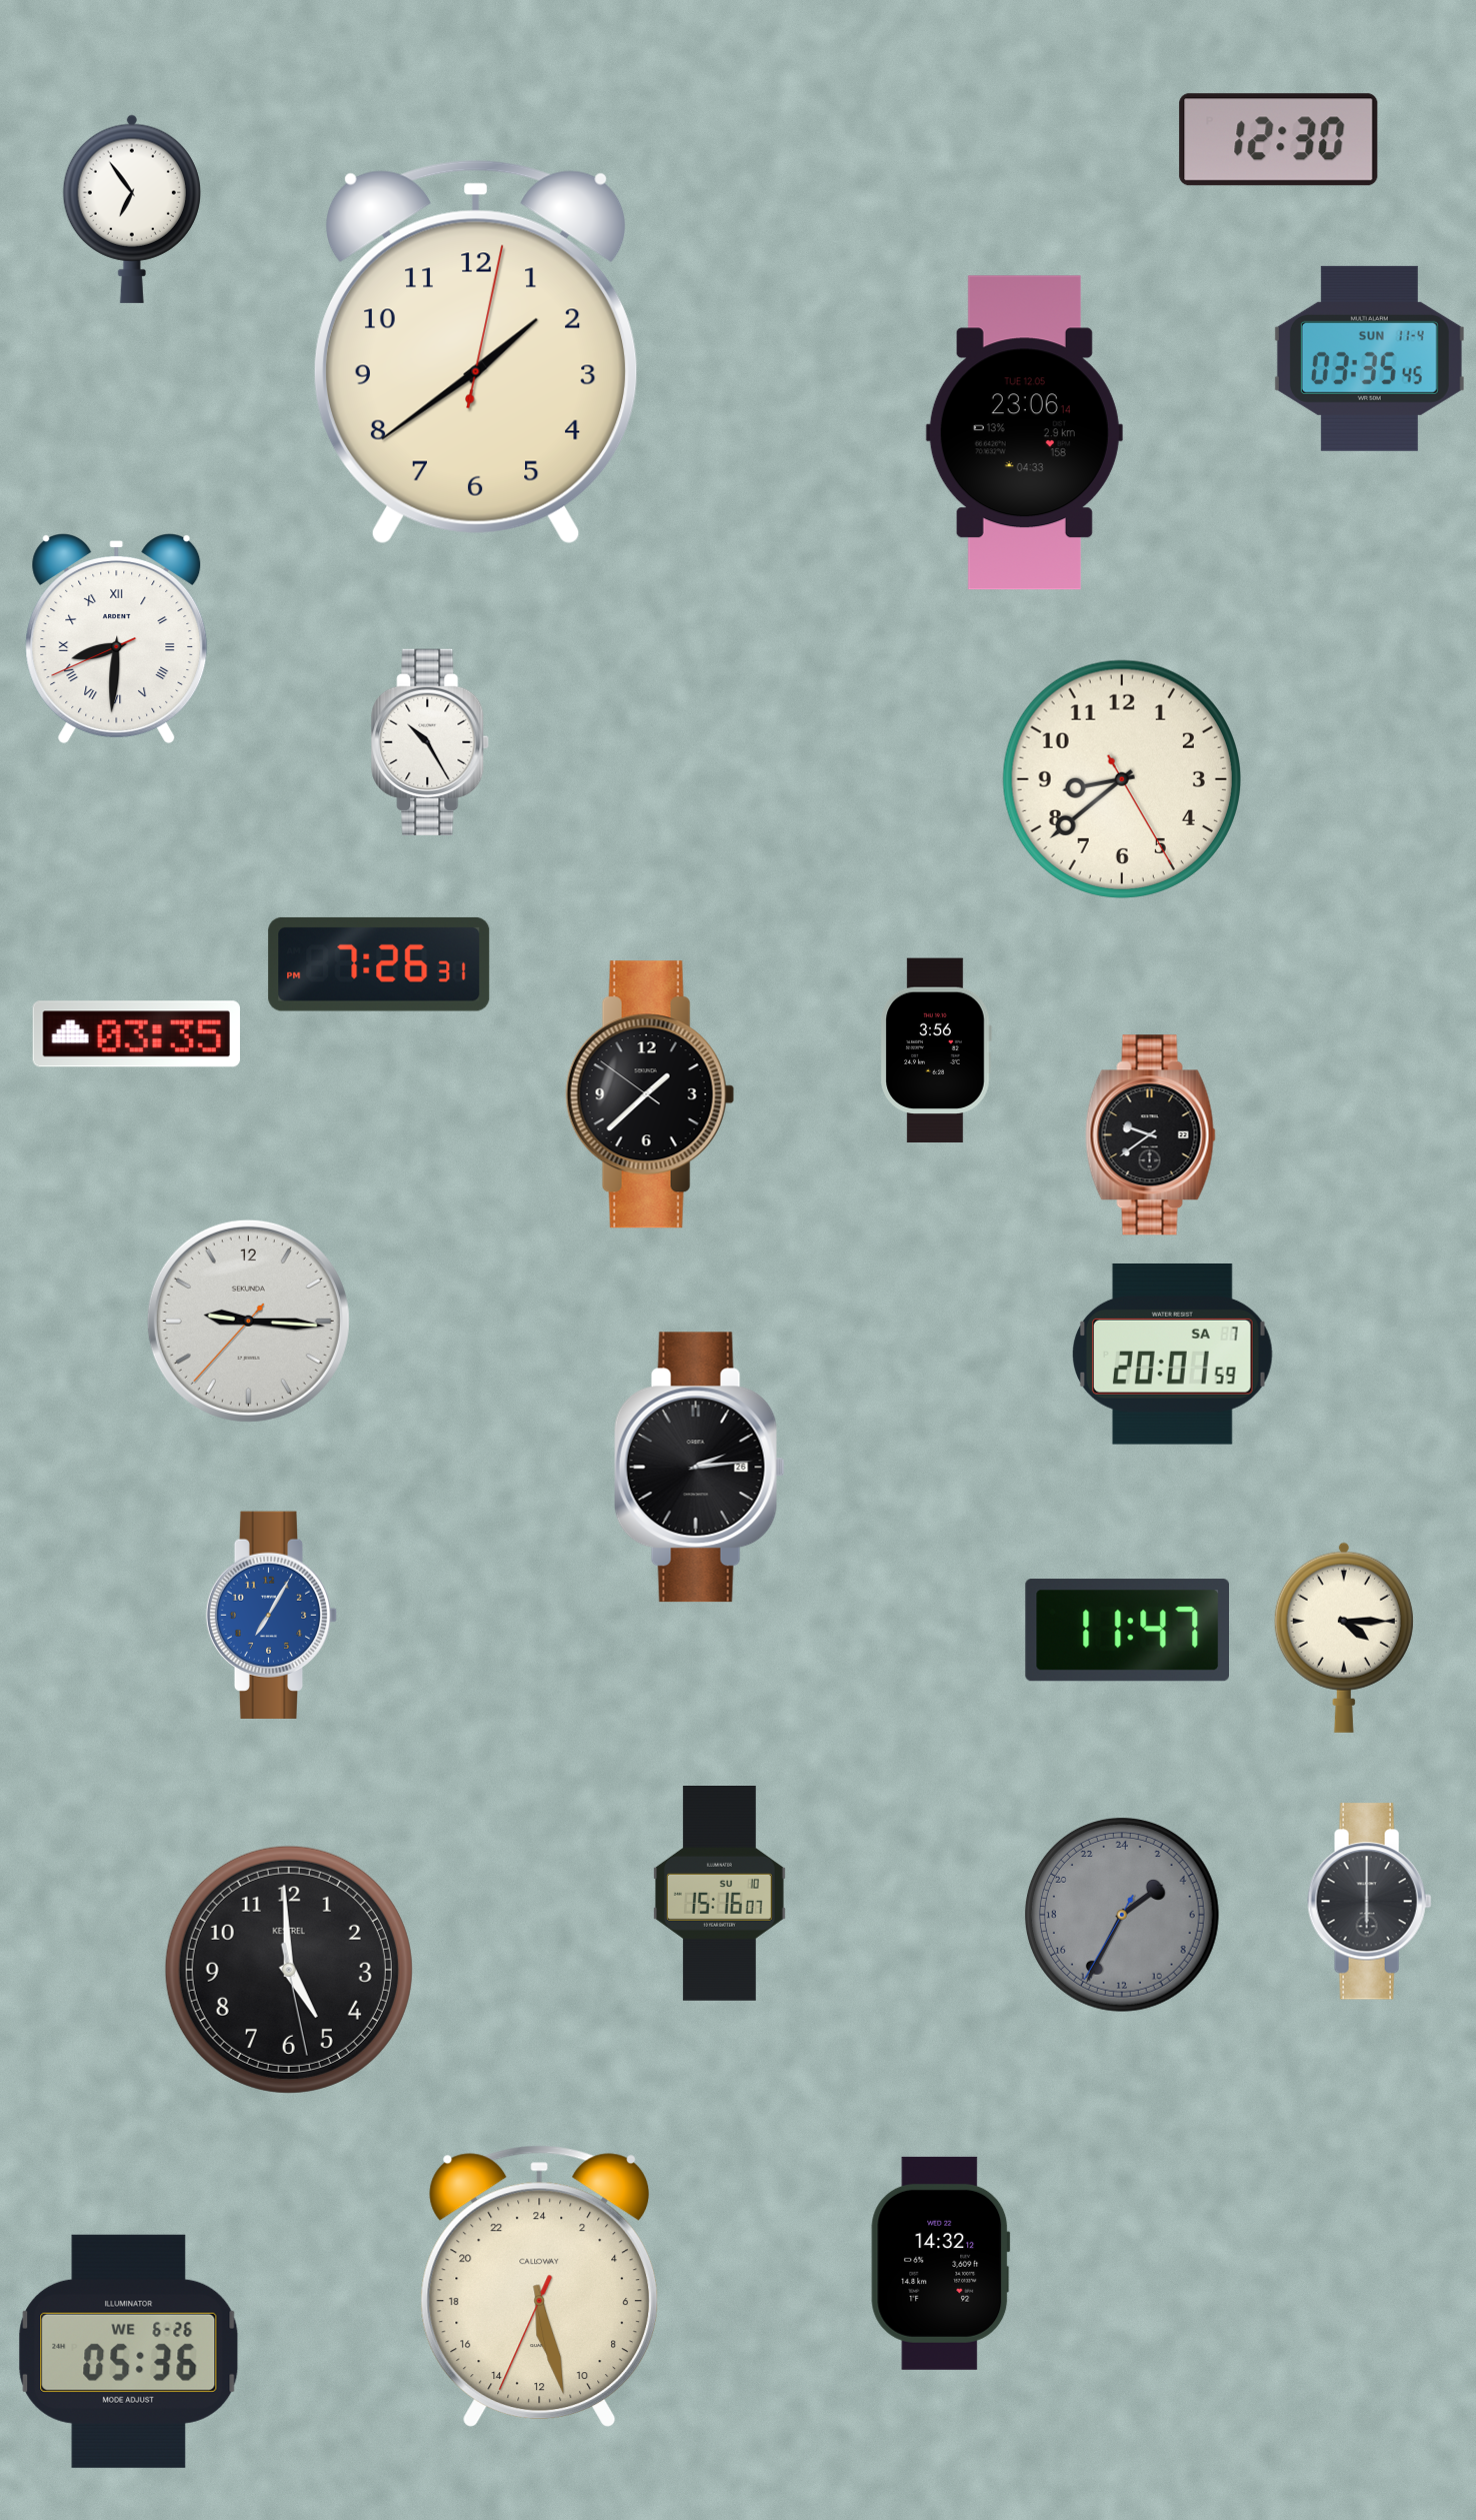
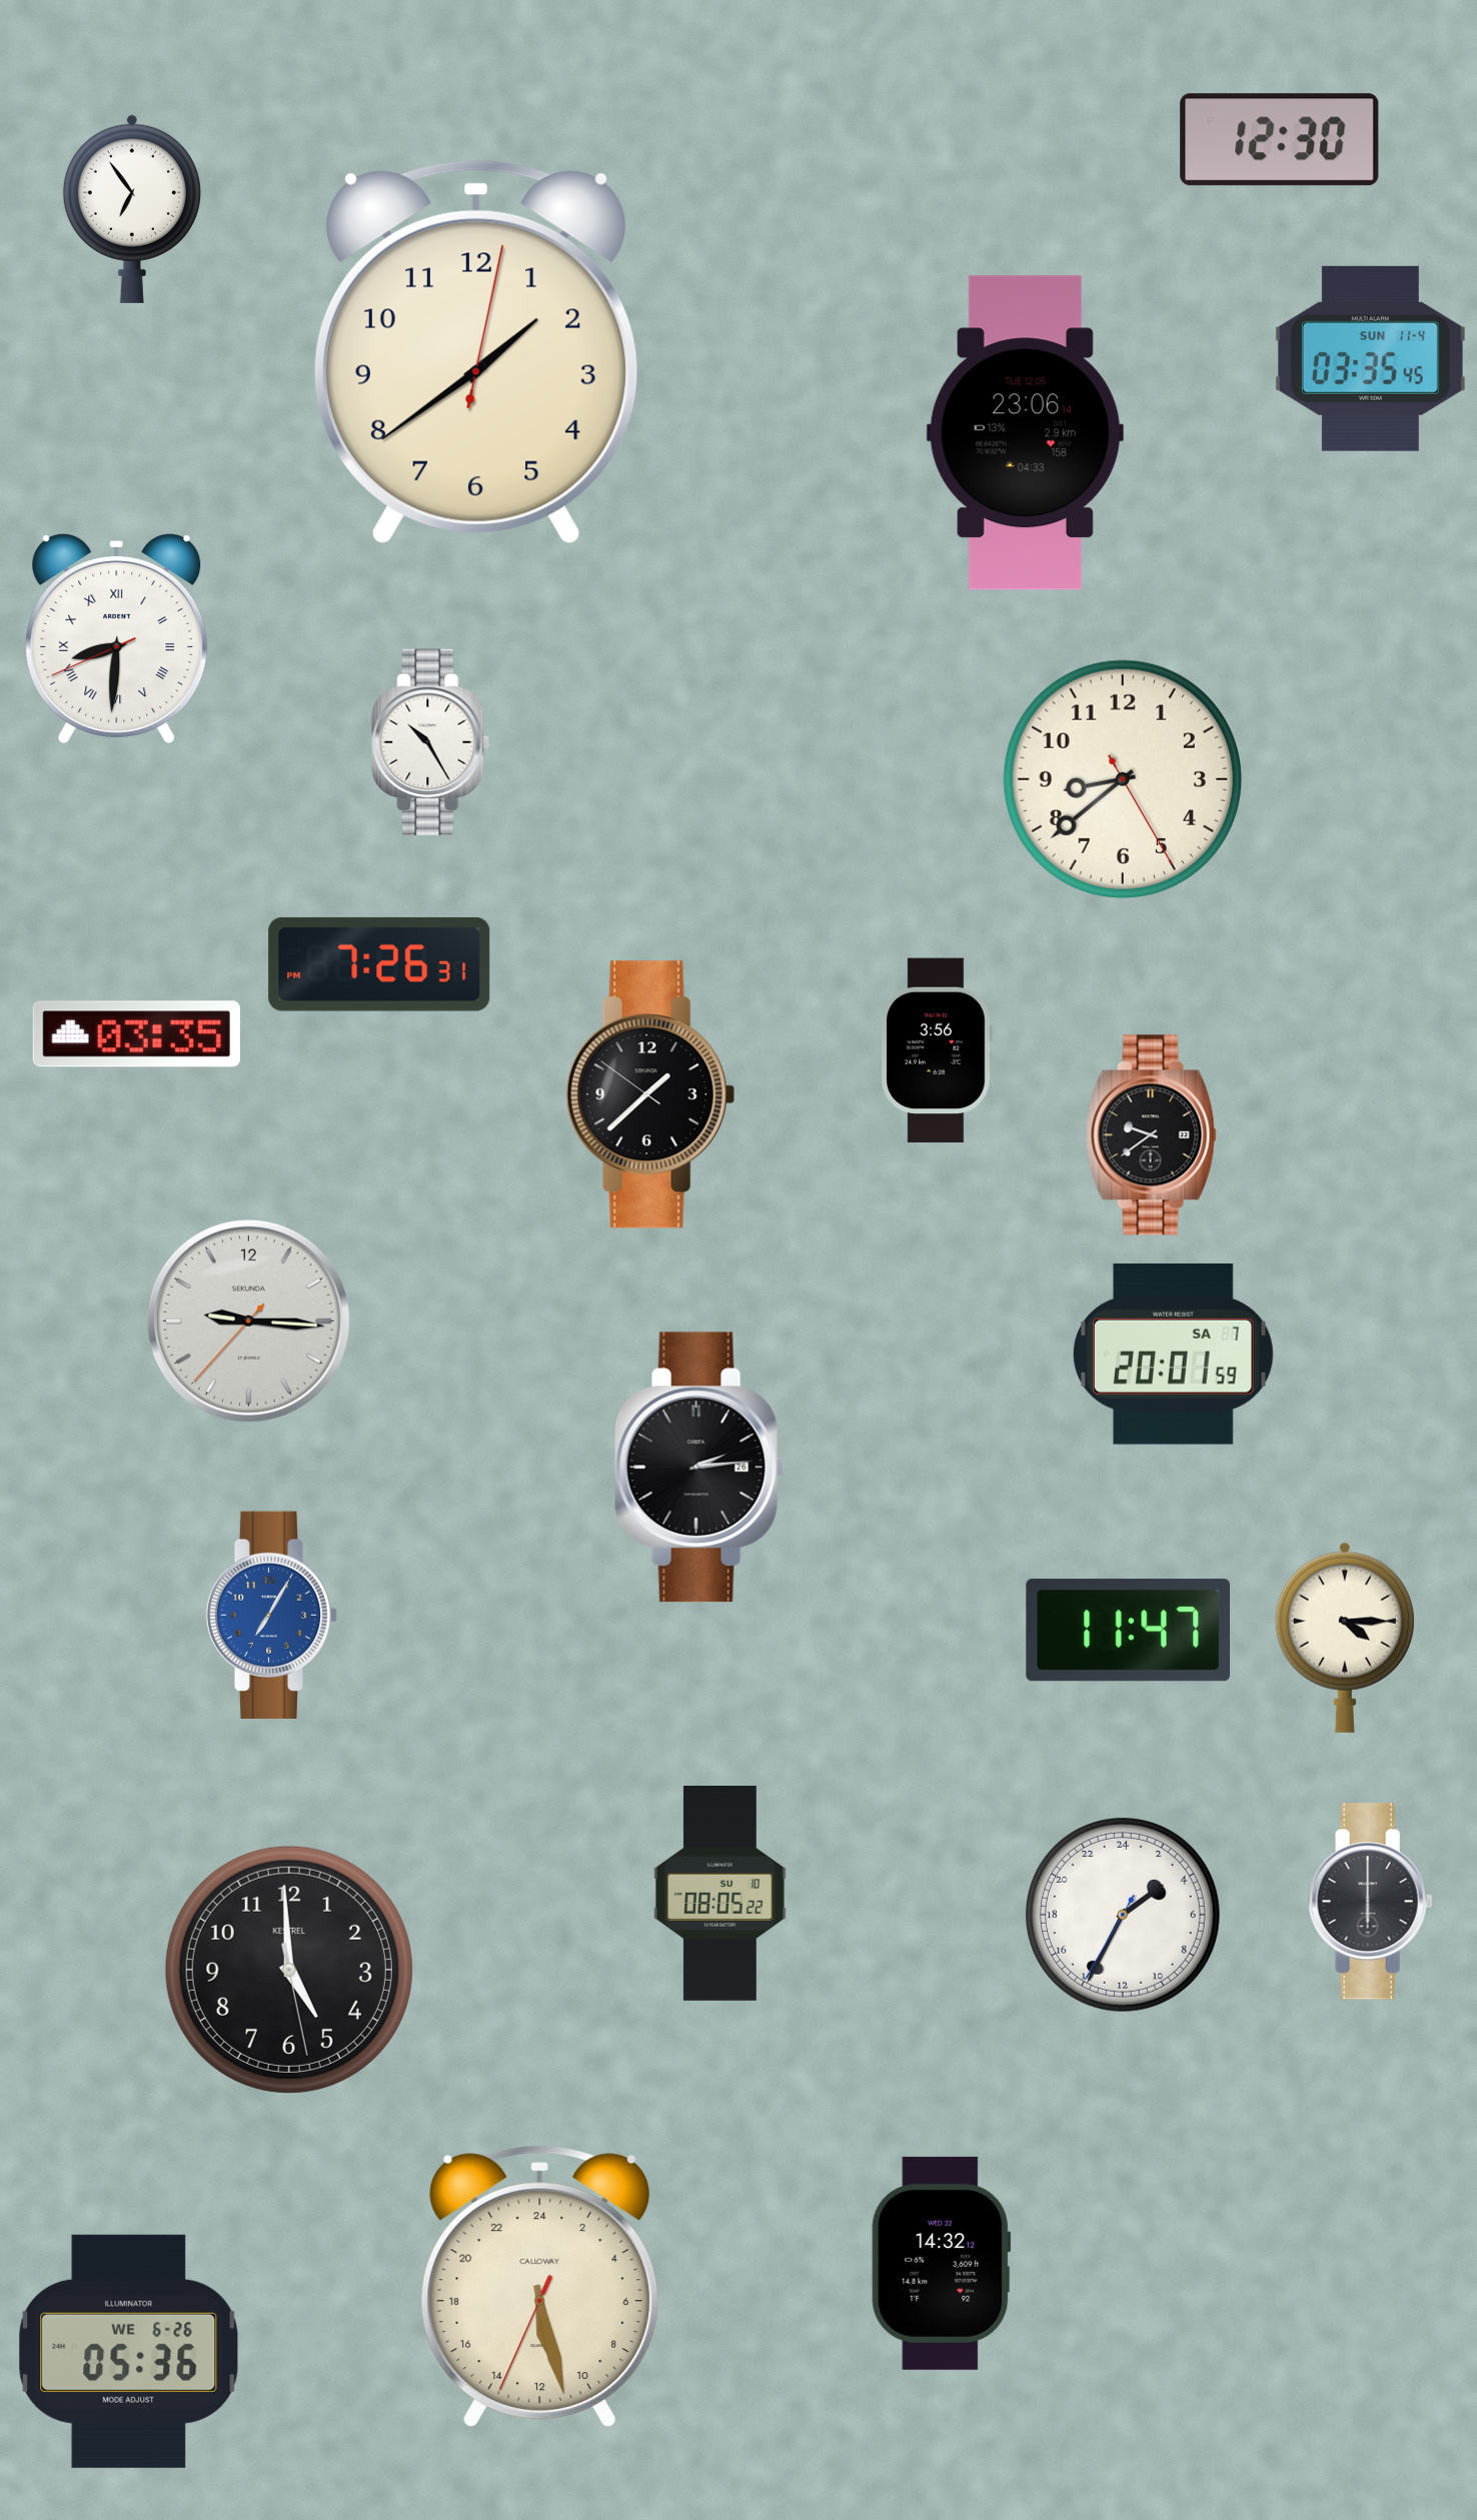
clock at (719, 1894): 15:16 -> 08:05
clock at (1122, 1915) dial: grey -> white
